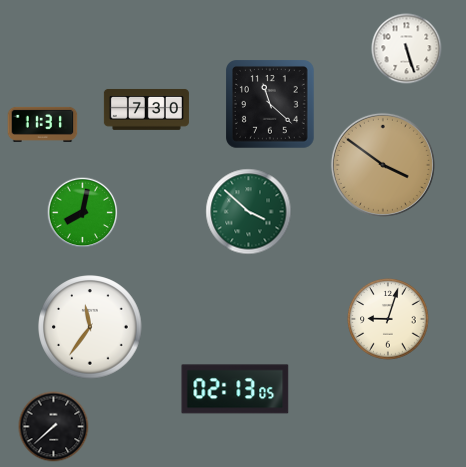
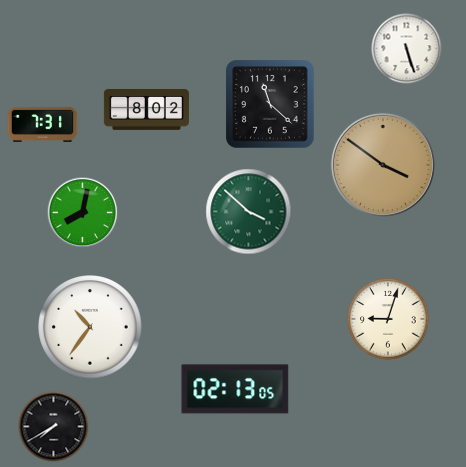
clock at (146, 109): 7:30 -> 8:02
clock at (43, 124): 11:31 -> 7:31
clock at (90, 327): 11:36 -> 10:36
clock at (54, 427): 7:38 -> 7:40
